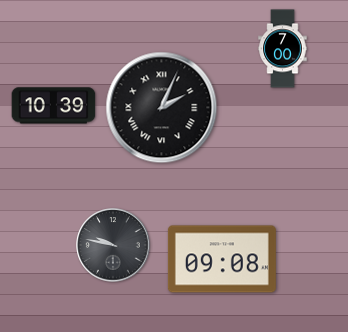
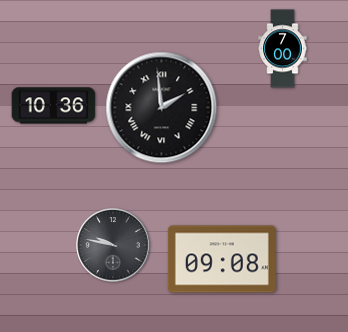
clock at (54, 106): 10:39 -> 10:36
clock at (162, 108): 2:04 -> 1:59
